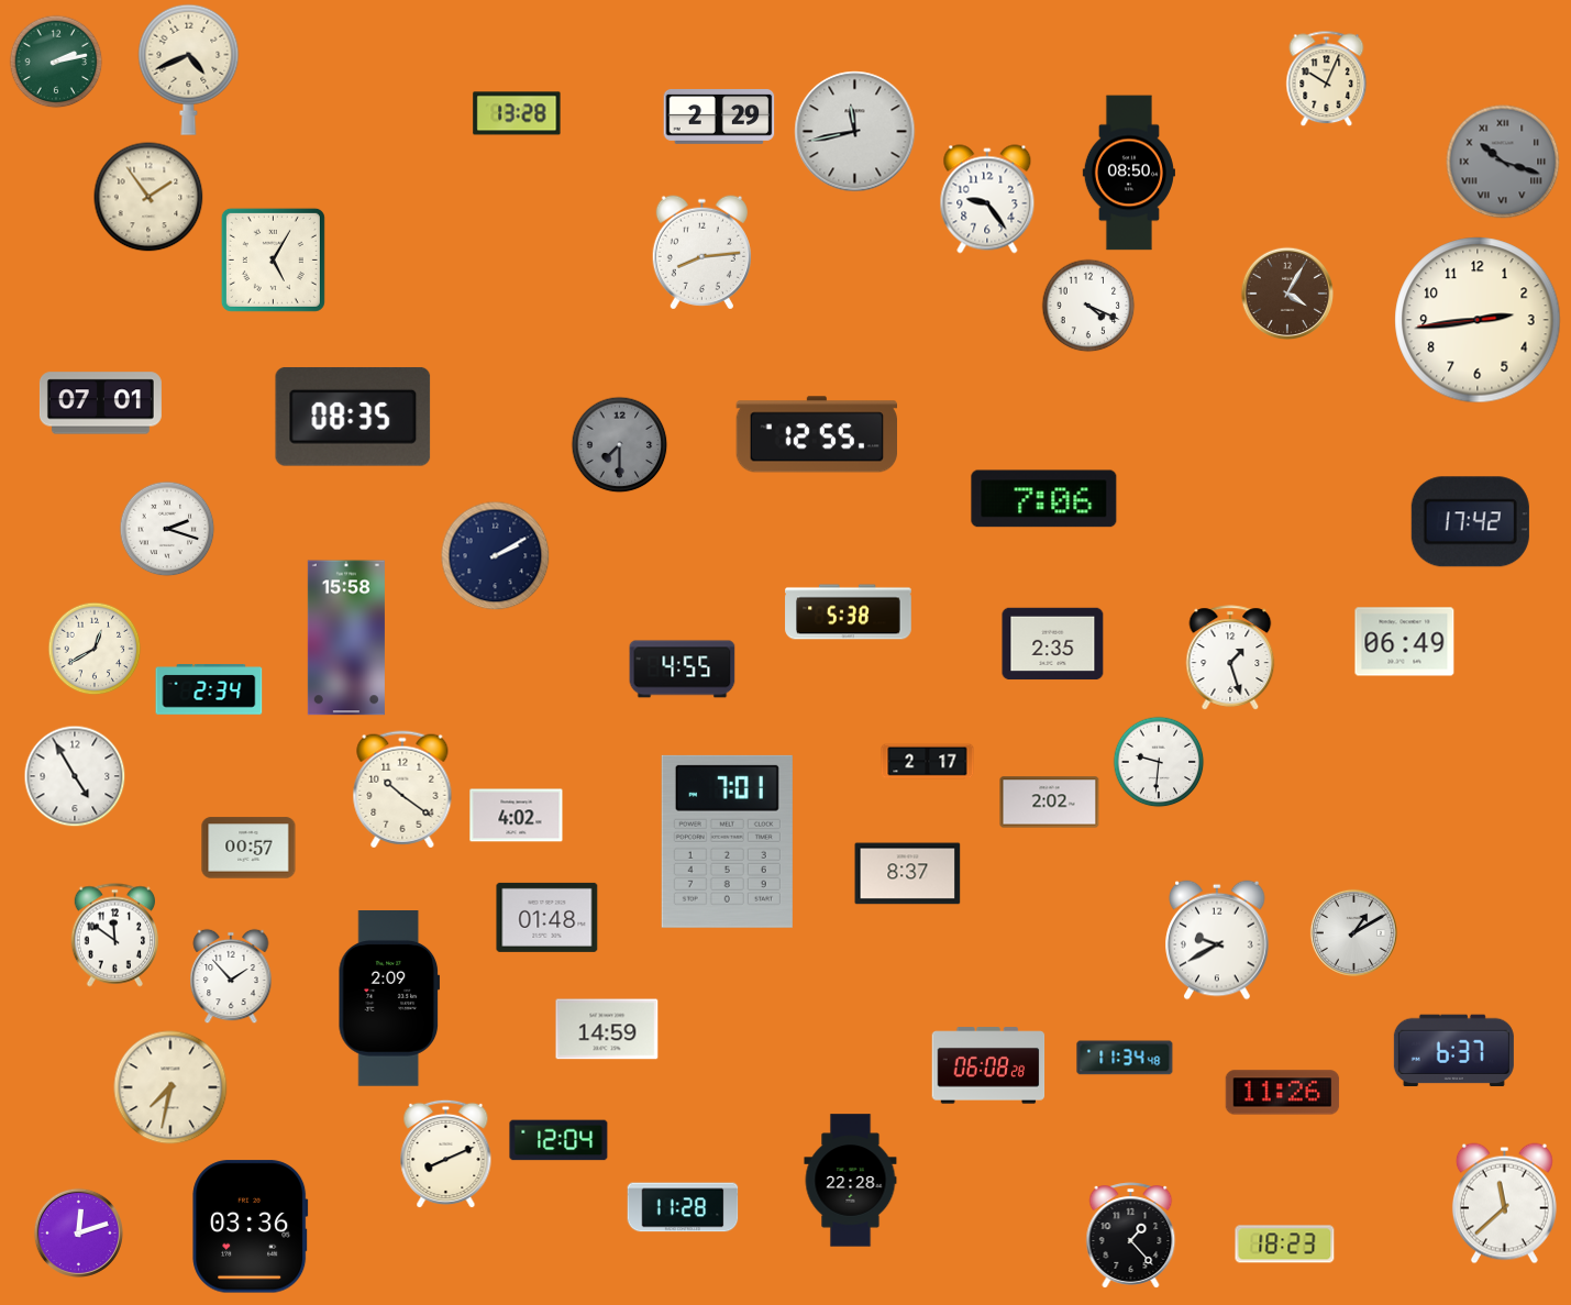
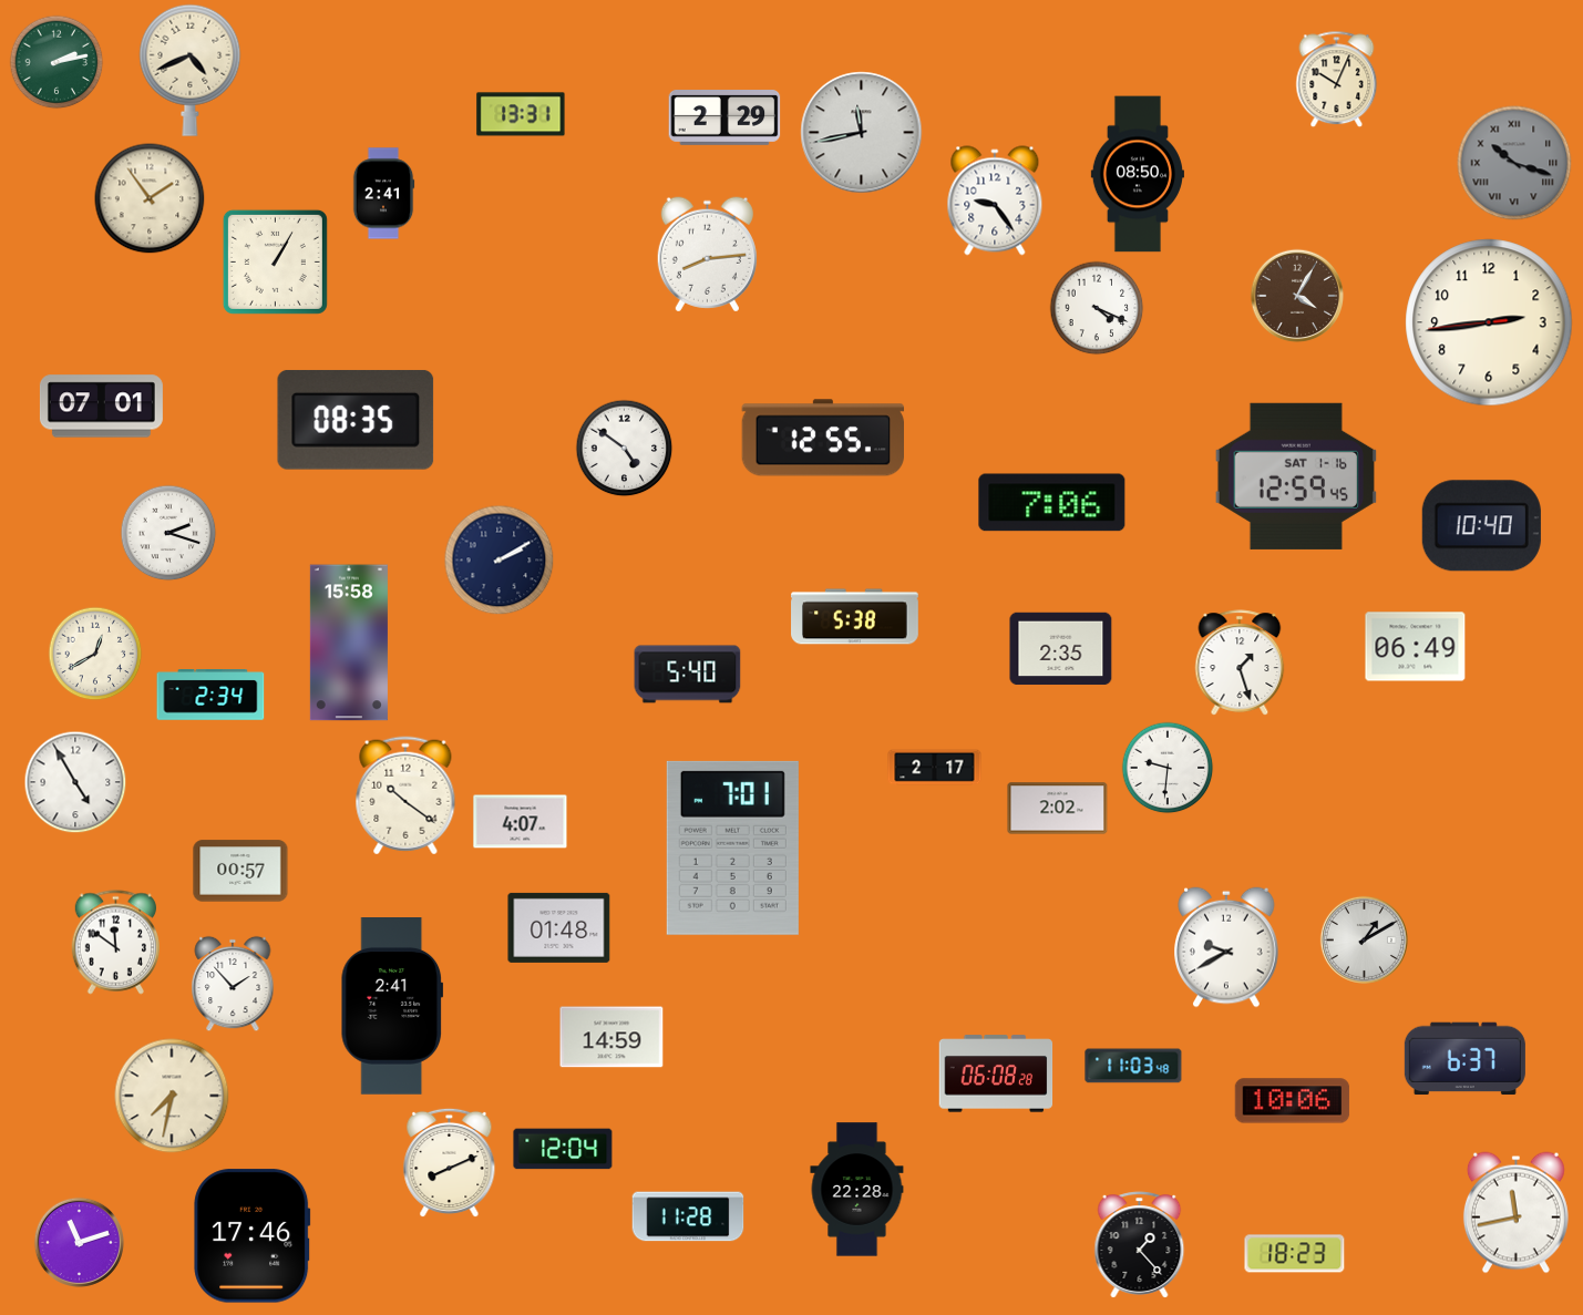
clock at (517, 113): 13:28 -> 13:31
clock at (383, 194): none -> 2:41
clock at (273, 259): 5:05 -> 1:05
clock at (619, 444): 7:30 -> 4:51
clock at (619, 444) dial: grey -> white
clock at (1295, 476): none -> 12:59
clock at (1470, 522): 17:42 -> 10:40
clock at (683, 670): 4:55 -> 5:40
clock at (517, 816): 4:02 -> 4:07
clock at (248, 848) position: (248, 848) -> (240, 871)
clock at (908, 874): 8:37 -> none
clock at (547, 917) position: (547, 917) -> (559, 927)
clock at (389, 999): 2:09 -> 2:41
clock at (1125, 1058): 11:34 -> 11:03
clock at (1283, 1093): 11:26 -> 10:06
clock at (1504, 1204): 11:38 -> 11:43
clock at (251, 1227): 03:36 -> 17:46
clock at (78, 1232): 12:12 -> 11:12
